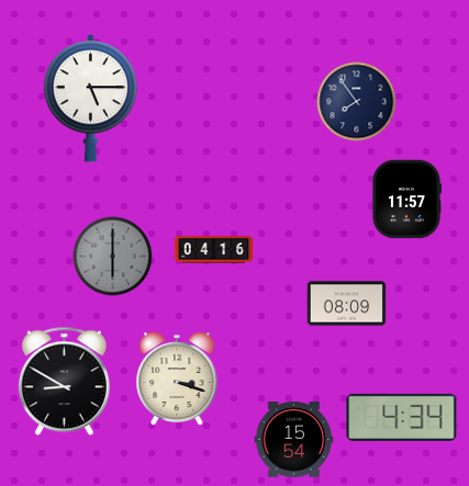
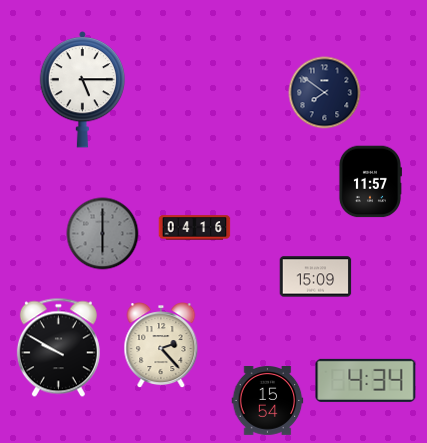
clock at (357, 102): 7:54 -> 7:51
clock at (347, 304): 08:09 -> 15:09
clock at (177, 380): 3:18 -> 2:23
clock at (64, 382): 8:50 -> 9:50
